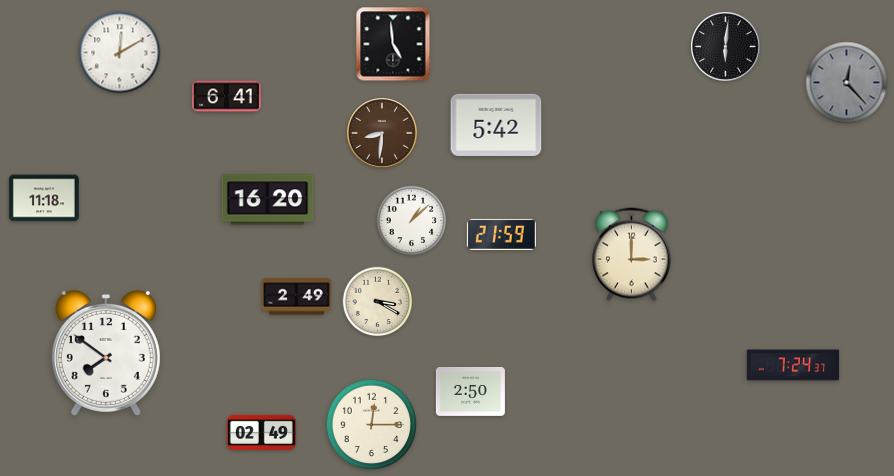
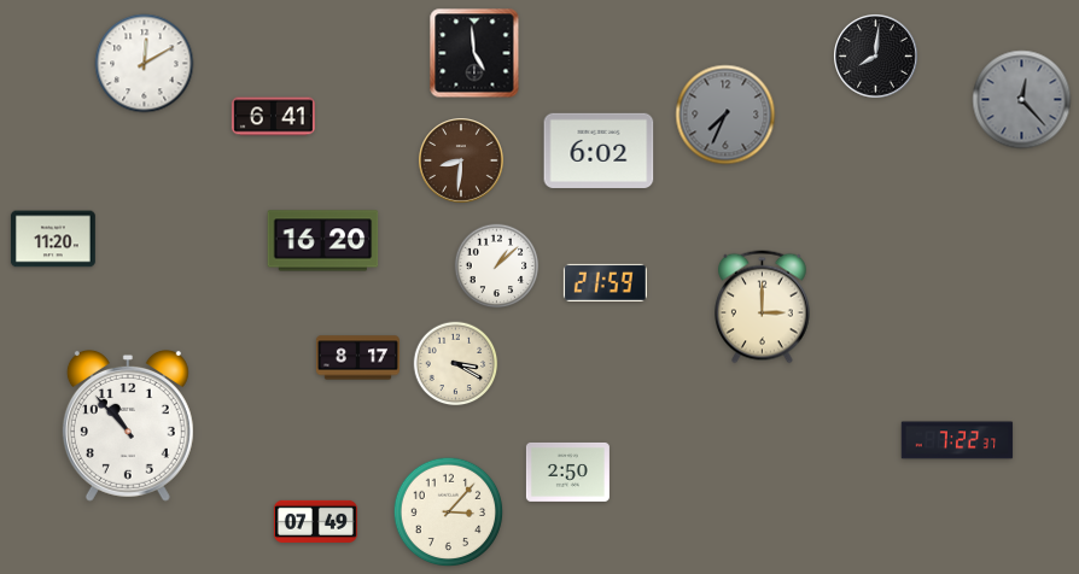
clock at (726, 47): 6:01 -> 8:01
clock at (725, 115): none -> 7:34
clock at (496, 125): 5:42 -> 6:02
clock at (44, 198): 11:18 -> 11:20
clock at (296, 297): 2:49 -> 8:17
clock at (106, 353): 7:51 -> 10:53
clock at (793, 365): 7:24 -> 7:22
clock at (372, 425): 12:15 -> 3:07
clock at (261, 432): 02:49 -> 07:49
